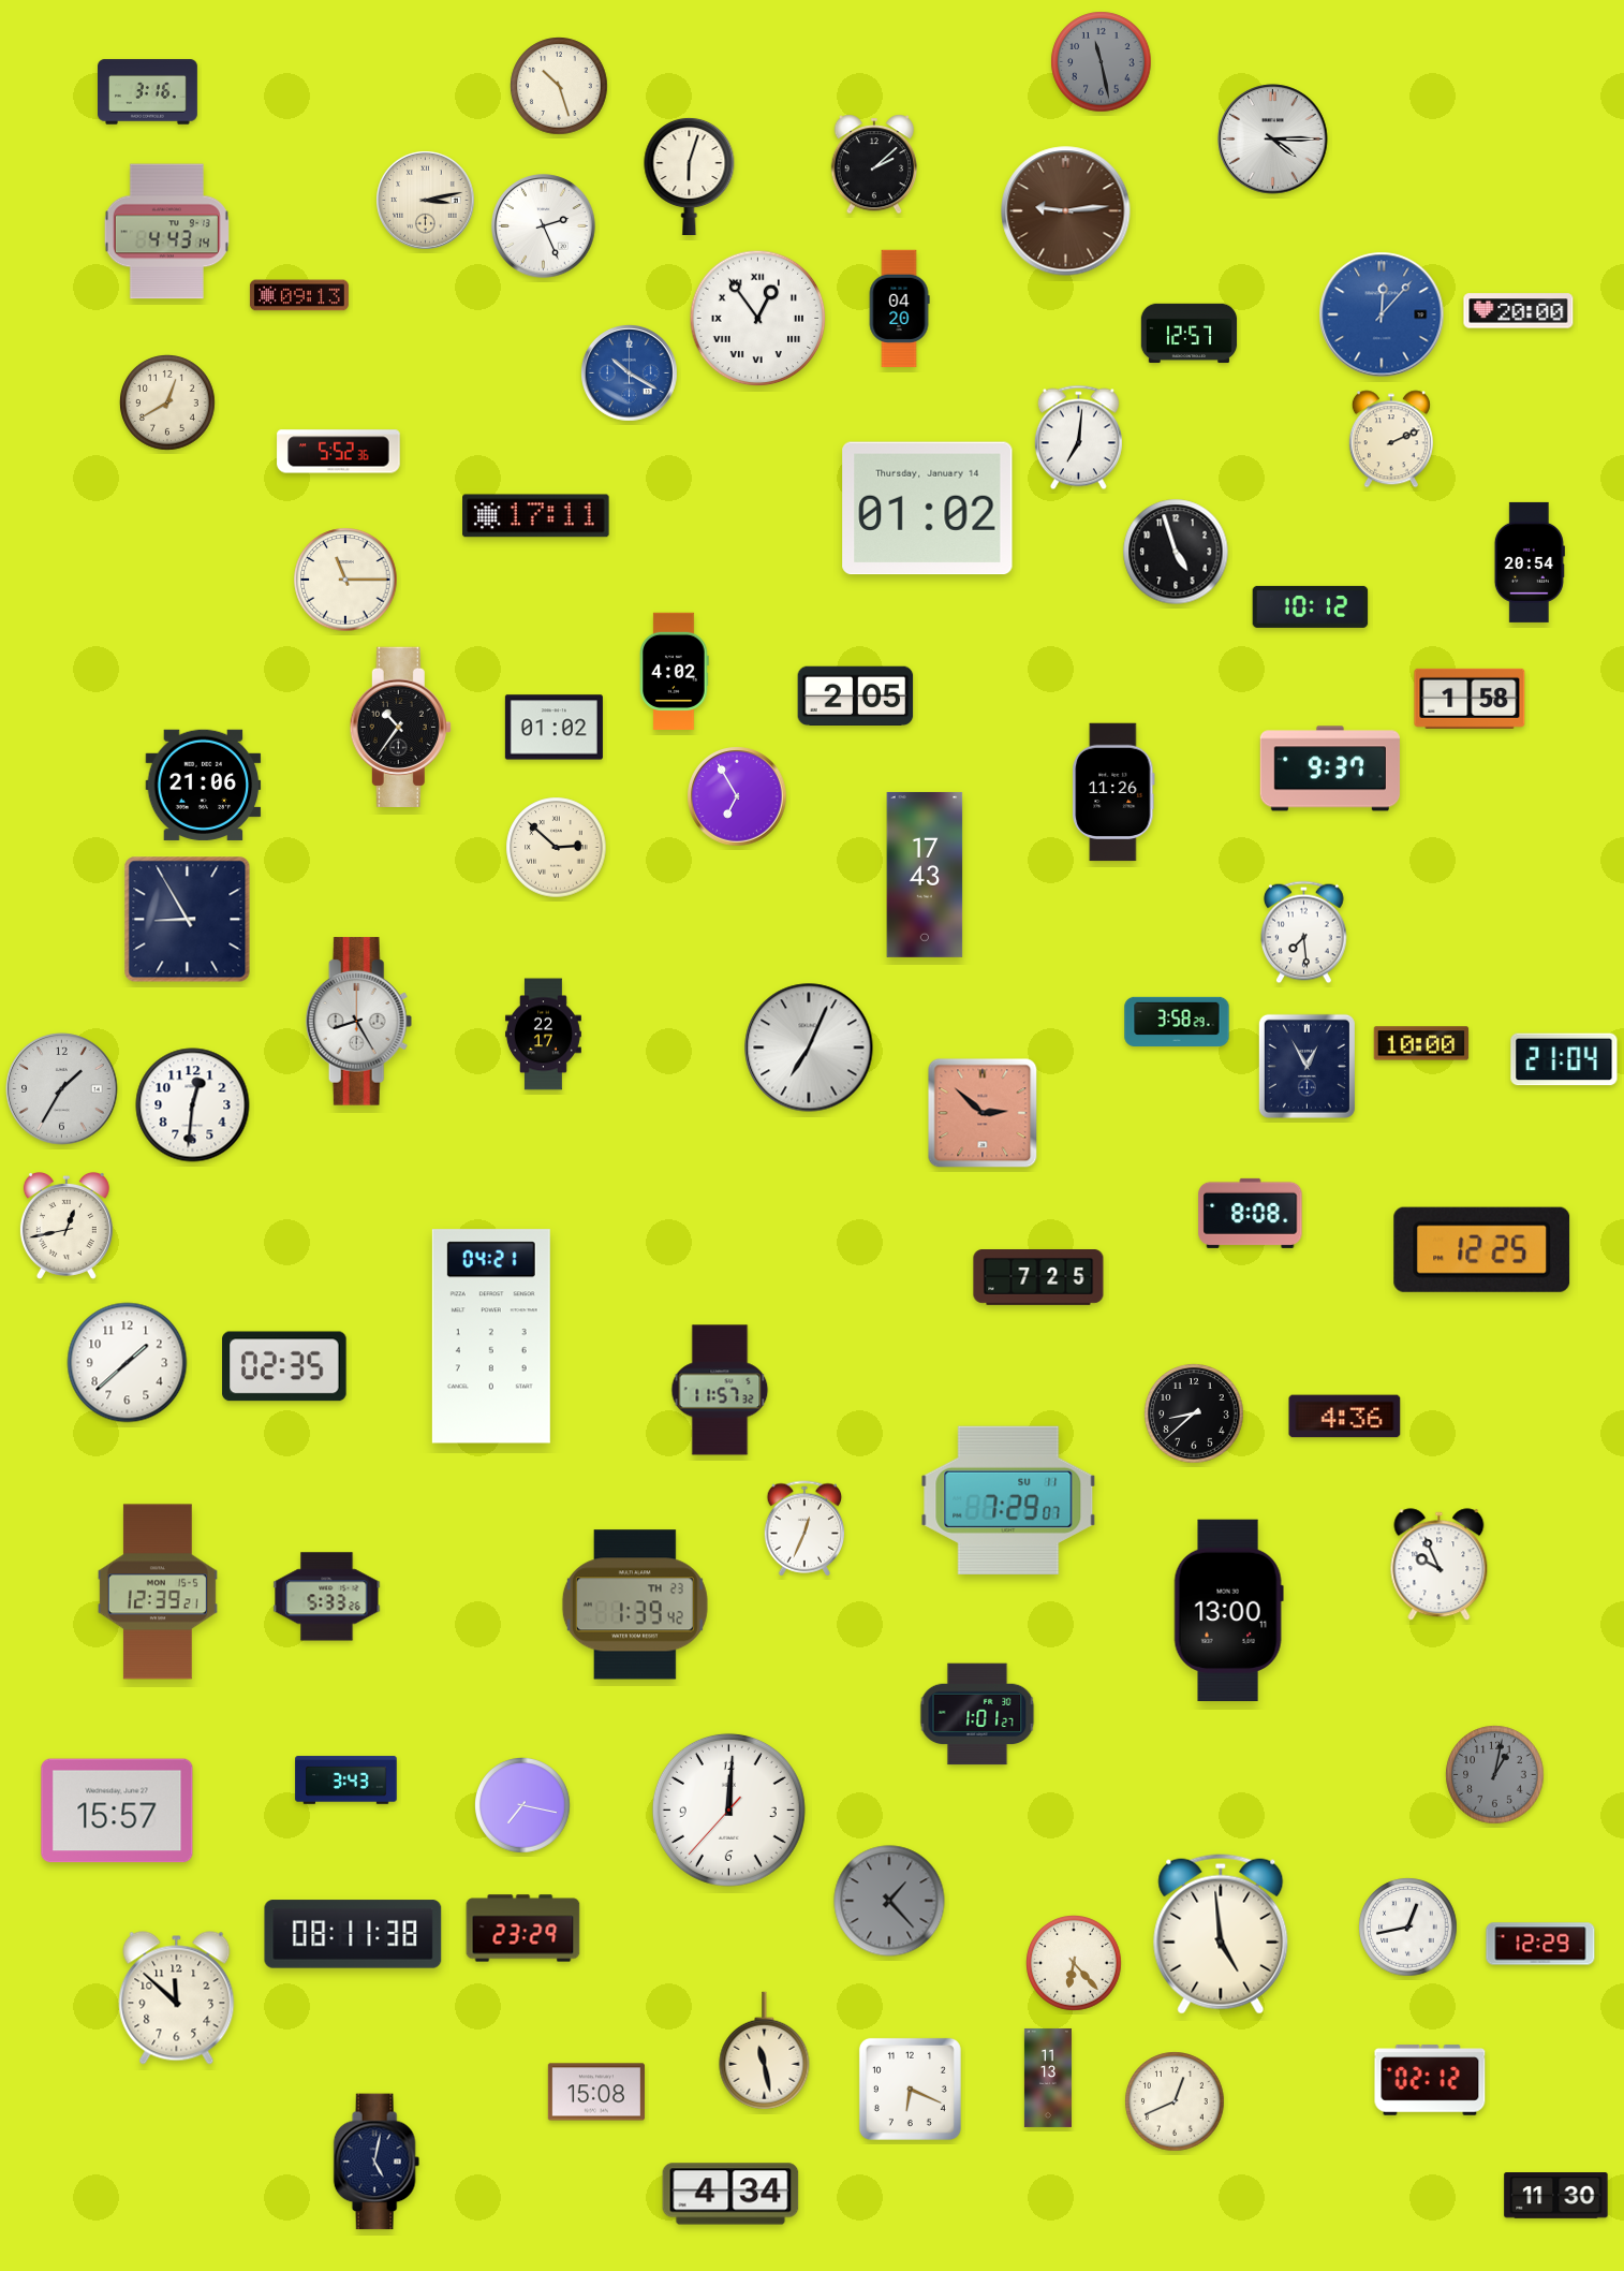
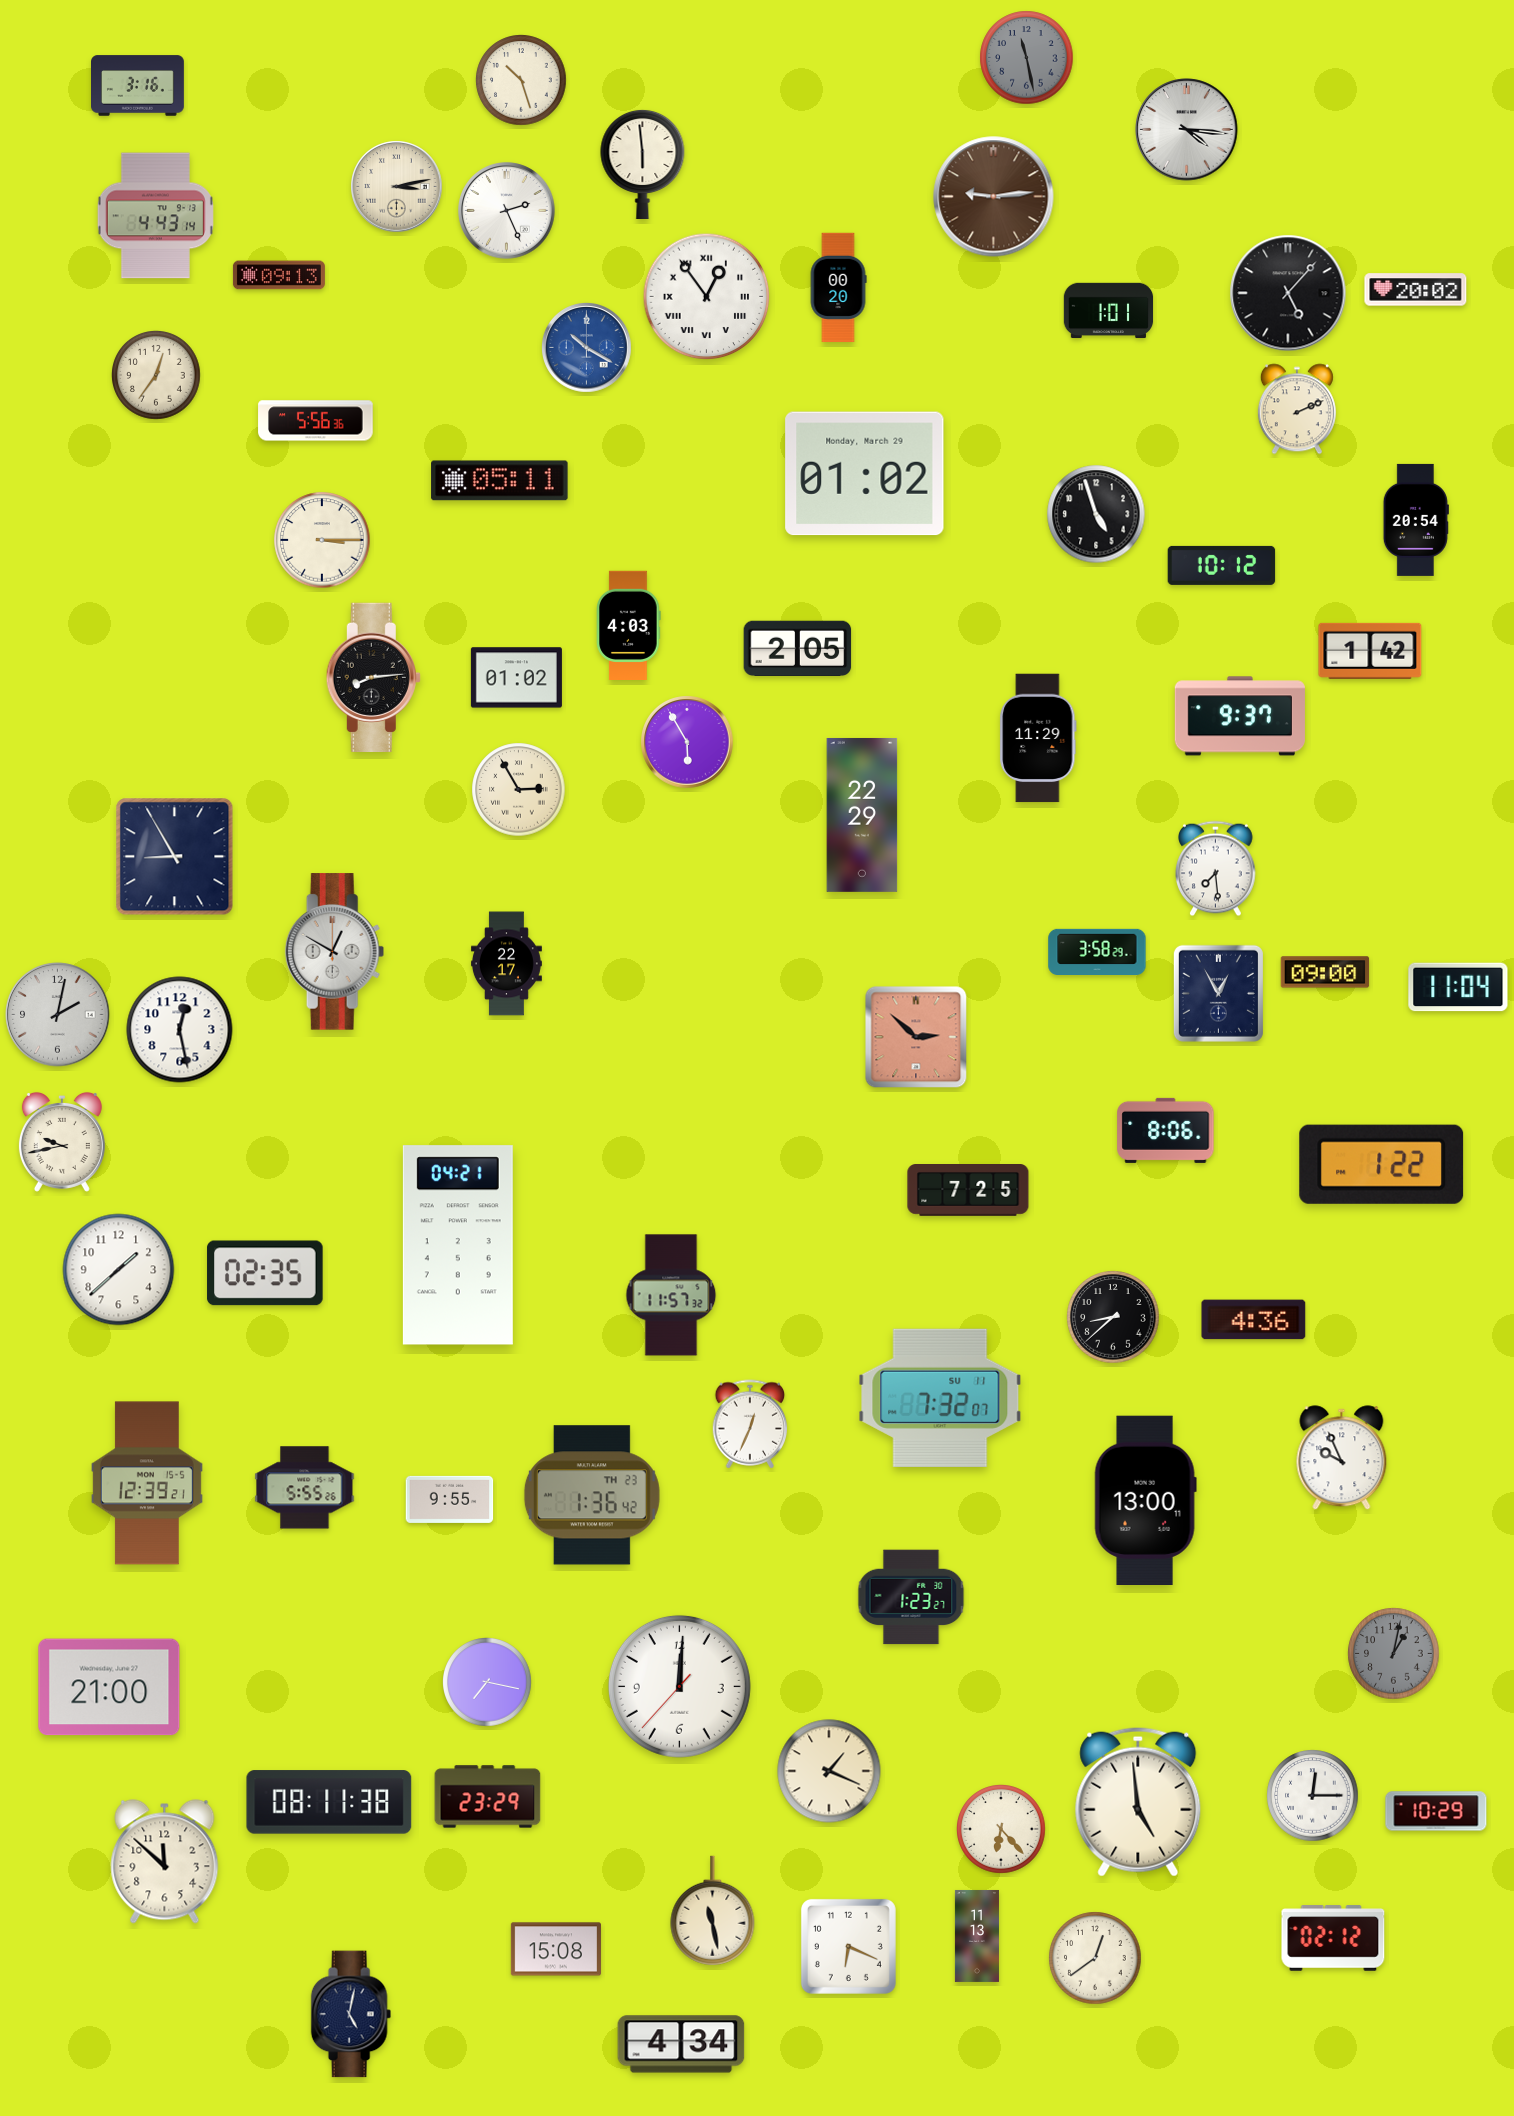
clock at (1273, 140): 4:15 -> 4:16
clock at (874, 164): 2:08 -> none
clock at (690, 175): 6:03 -> 5:59
clock at (899, 309): 04:20 -> 00:20
clock at (1519, 311): 20:00 -> 20:02
clock at (1382, 314): 12:07 -> 5:07
clock at (1382, 314) dial: blue -> black
clock at (1190, 334): 12:57 -> 1:01
clock at (168, 404): 12:40 -> 12:36
clock at (1078, 438): 7:01 -> none
clock at (339, 452): 5:52 -> 5:56
clock at (928, 509) date: Thursday, January 14 -> Monday, March 29
clock at (536, 516): 17:11 -> 05:11
clock at (1530, 562) position: (1530, 562) -> (1416, 520)
clock at (345, 580): 11:15 -> 3:15
clock at (675, 671): 4:02 -> 4:03
clock at (1470, 699): 1:58 -> 1:42
clock at (400, 727): 10:36 -> 8:14
clock at (204, 785): 21:06 -> none
clock at (1113, 792): 11:26 -> 11:29
clock at (737, 796): 6:55 -> 5:55
clock at (557, 848): 2:52 -> 2:55
clock at (925, 875): 17:43 -> 22:29
clock at (359, 1022): 8:25 -> 12:50
clock at (1421, 1043): 10:00 -> 09:00
clock at (809, 1047): 7:04 -> none
clock at (1564, 1059): 21:04 -> 11:04
clock at (62, 1089): 1:35 -> 2:02
clock at (193, 1105): 12:31 -> 12:28
clock at (1251, 1213): 8:08 -> 8:06
clock at (67, 1226): 12:43 -> 9:43
clock at (1482, 1249): 12:25 -> 1:22
clock at (1008, 1500): 7:29 -> 7:32
clock at (327, 1597): 5:33 -> 5:55
clock at (635, 1605): 1:39 -> 1:36
clock at (450, 1499): none -> 9:55
clock at (977, 1714): 1:01 -> 1:23
clock at (346, 1781): 3:43 -> none
clock at (117, 1811): 15:57 -> 21:00
clock at (889, 1901): 1:23 -> 1:19
clock at (889, 1901) dial: grey -> cream
clock at (1408, 1928): 12:43 -> 12:15
clock at (1540, 1944): 12:29 -> 10:29
clock at (1175, 2101): 12:41 -> 12:39
clock at (1556, 2196): 11:30 -> none
